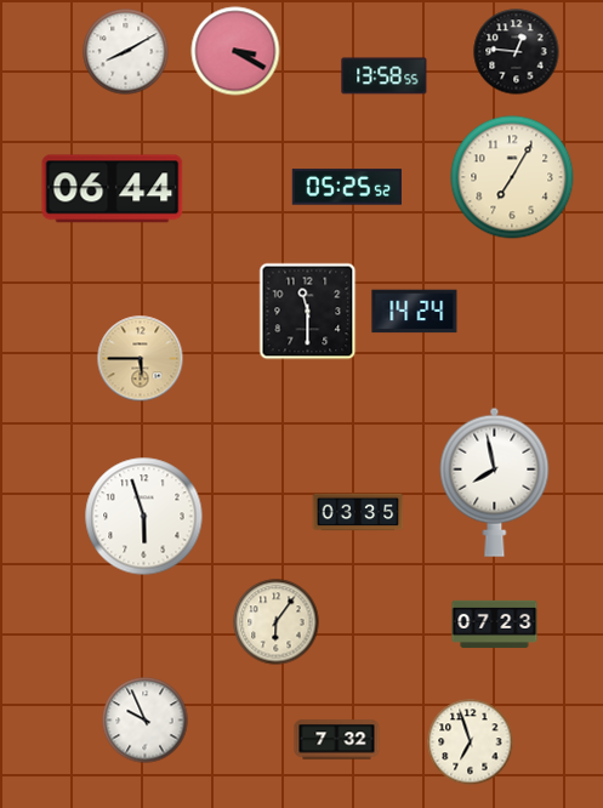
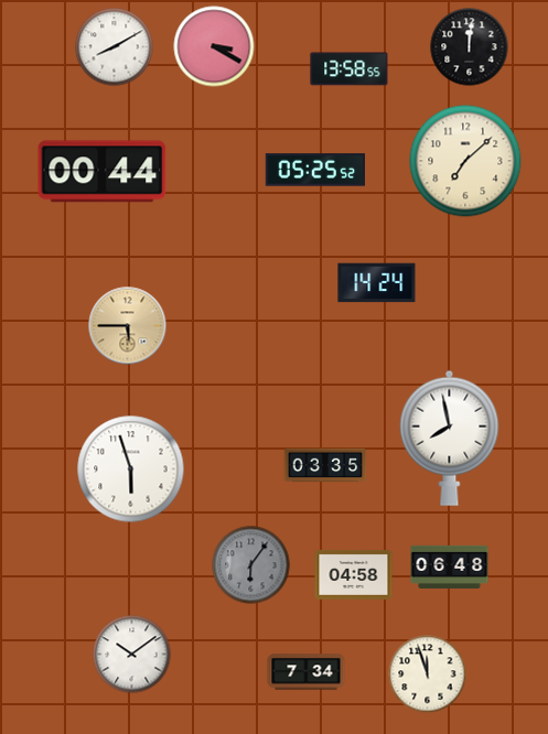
clock at (517, 52): 12:46 -> 12:01
clock at (512, 177): 7:05 -> 7:08
clock at (113, 189): 06:44 -> 00:44
clock at (308, 312): 11:30 -> none
clock at (277, 622) dial: cream -> grey
clock at (495, 624): 07:23 -> 06:48
clock at (354, 574): none -> 04:58
clock at (146, 721): 9:56 -> 10:09
clock at (337, 740): 7:32 -> 7:34
clock at (471, 742): 6:57 -> 11:57
